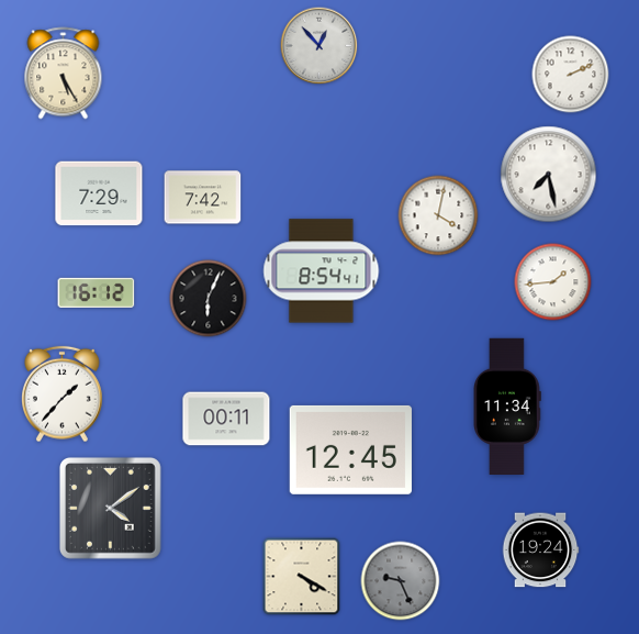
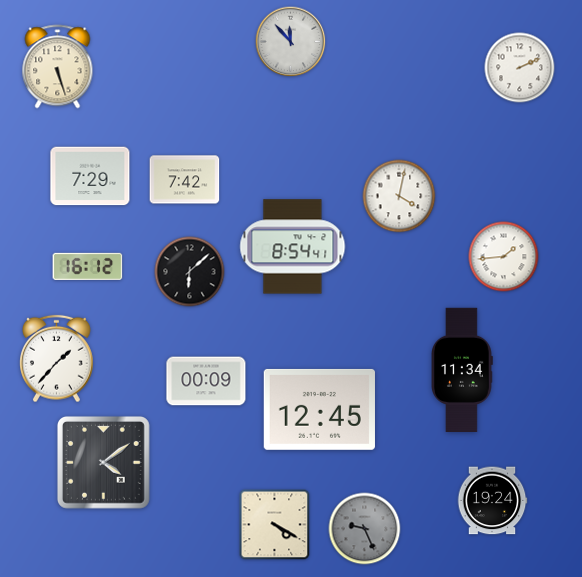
clock at (319, 46): 12:53 -> 11:53
clock at (64, 74): 5:25 -> 5:27
clock at (549, 175): 7:28 -> none
clock at (209, 299): 6:04 -> 6:08
clock at (226, 419): 00:11 -> 00:09
clock at (110, 508) position: (110, 508) -> (103, 462)
